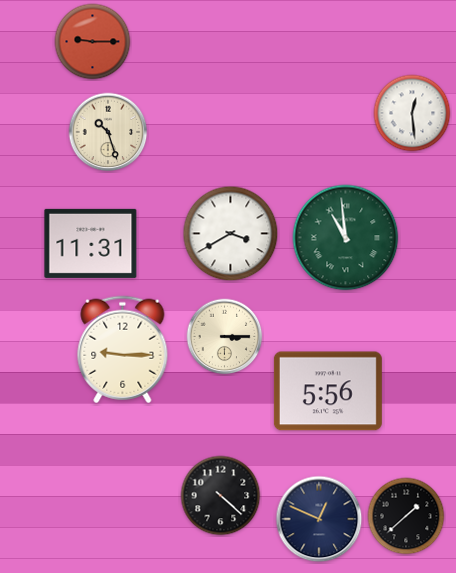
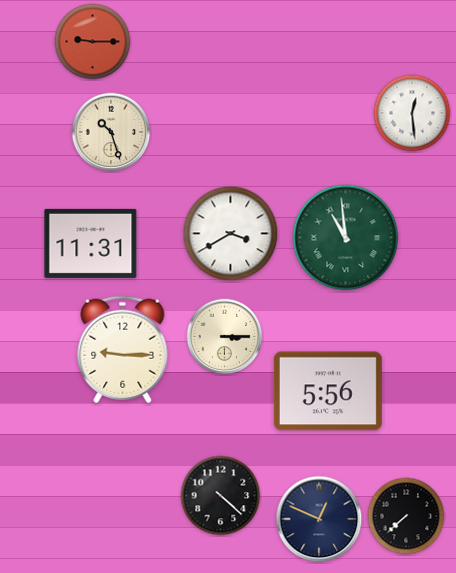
clock at (108, 132) position: (108, 132) -> (111, 132)
clock at (406, 516): 1:38 -> 7:38
